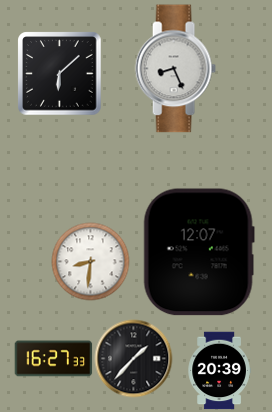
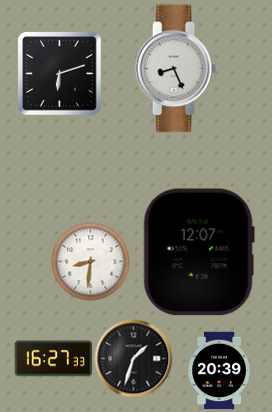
clock at (59, 73): 6:08 -> 6:12
clock at (133, 358): 1:37 -> 1:33
